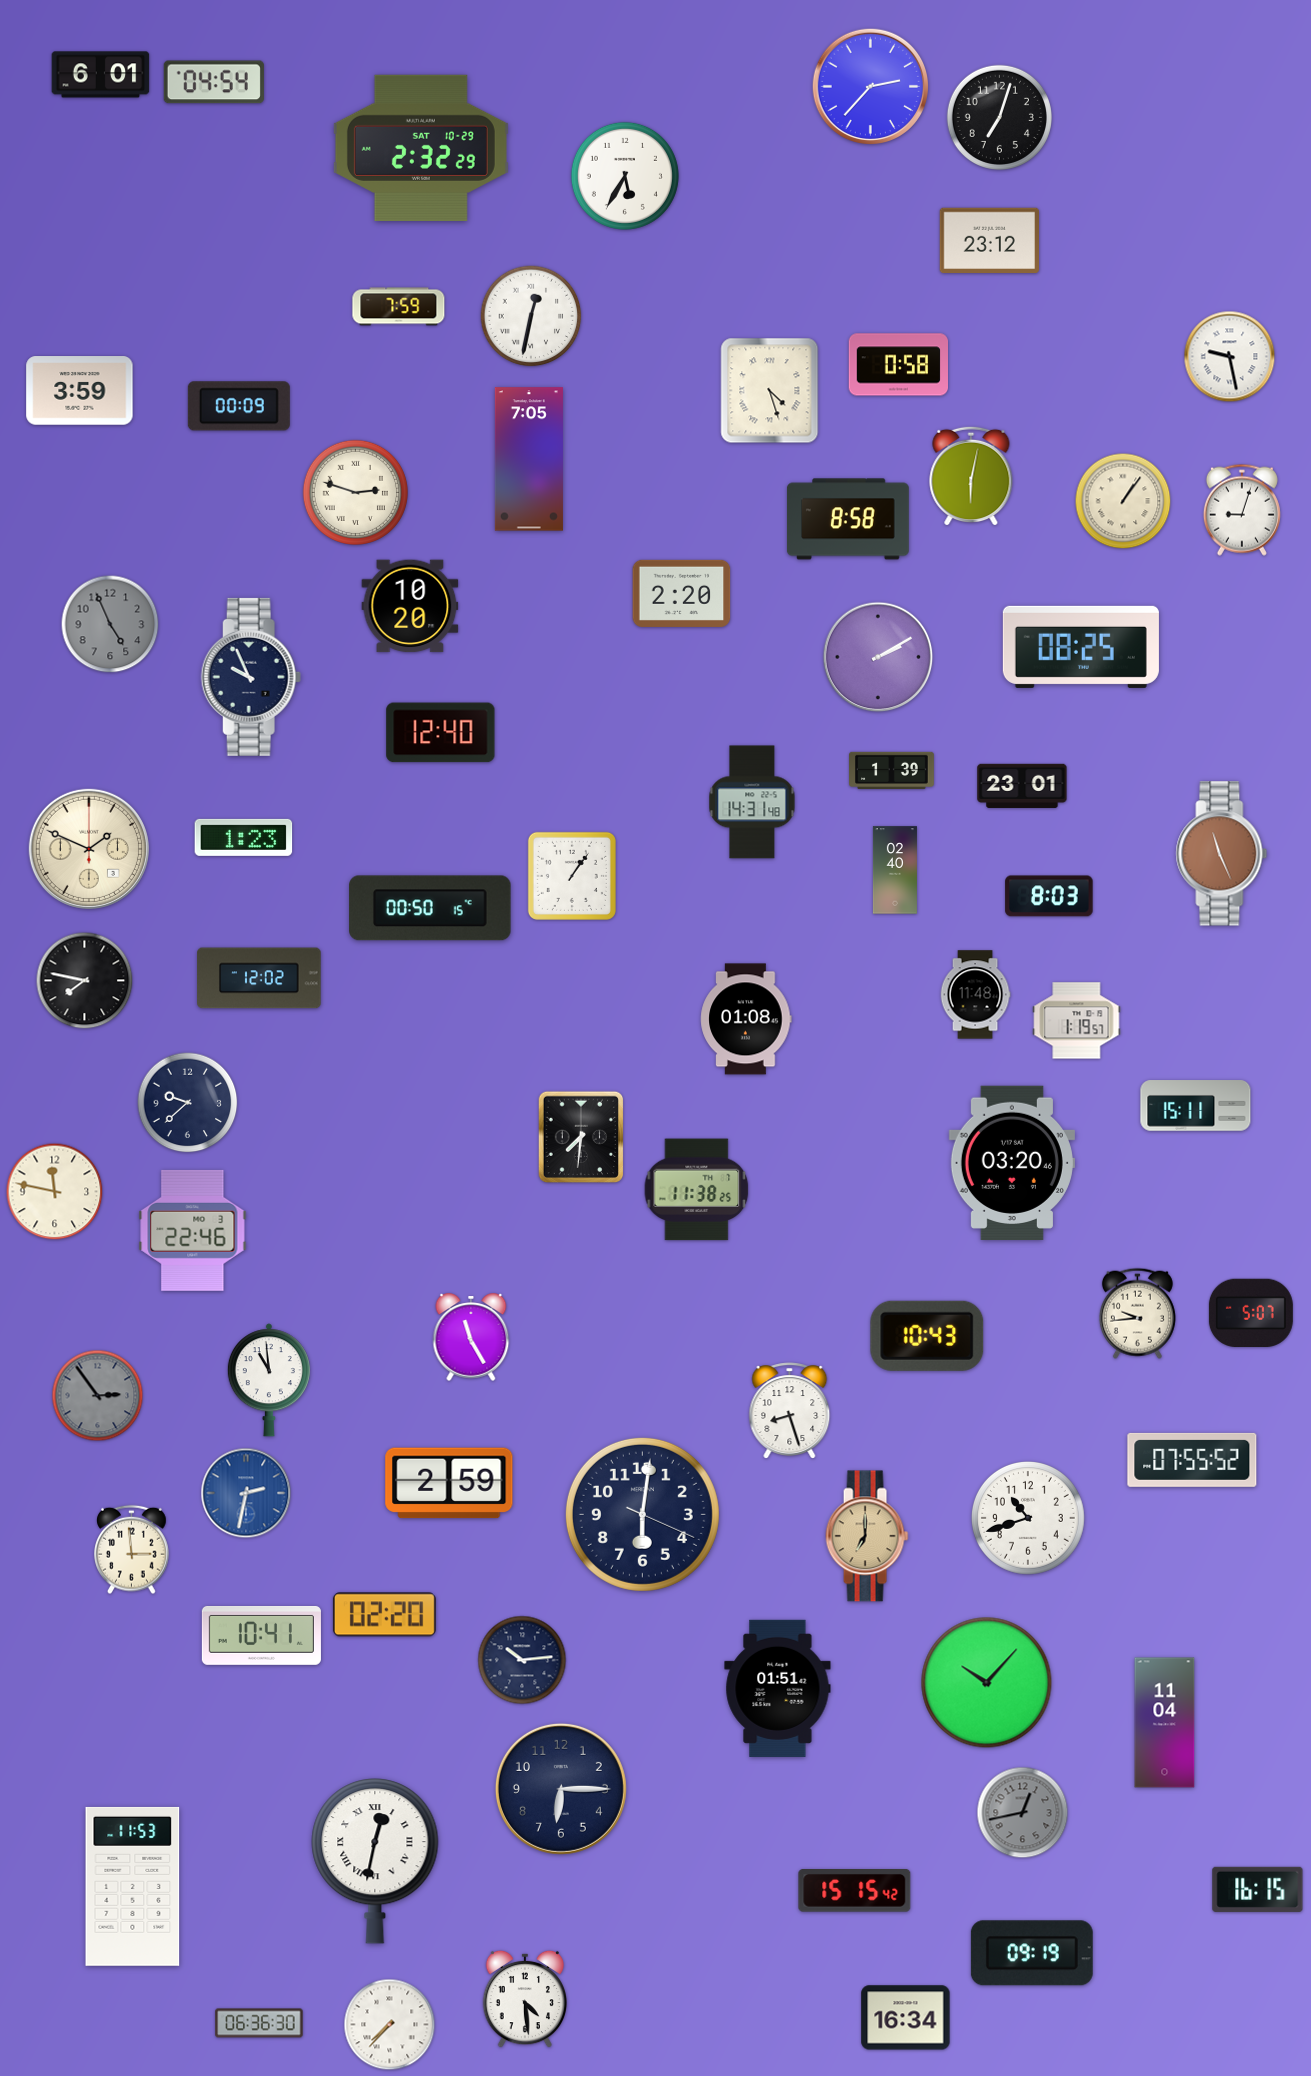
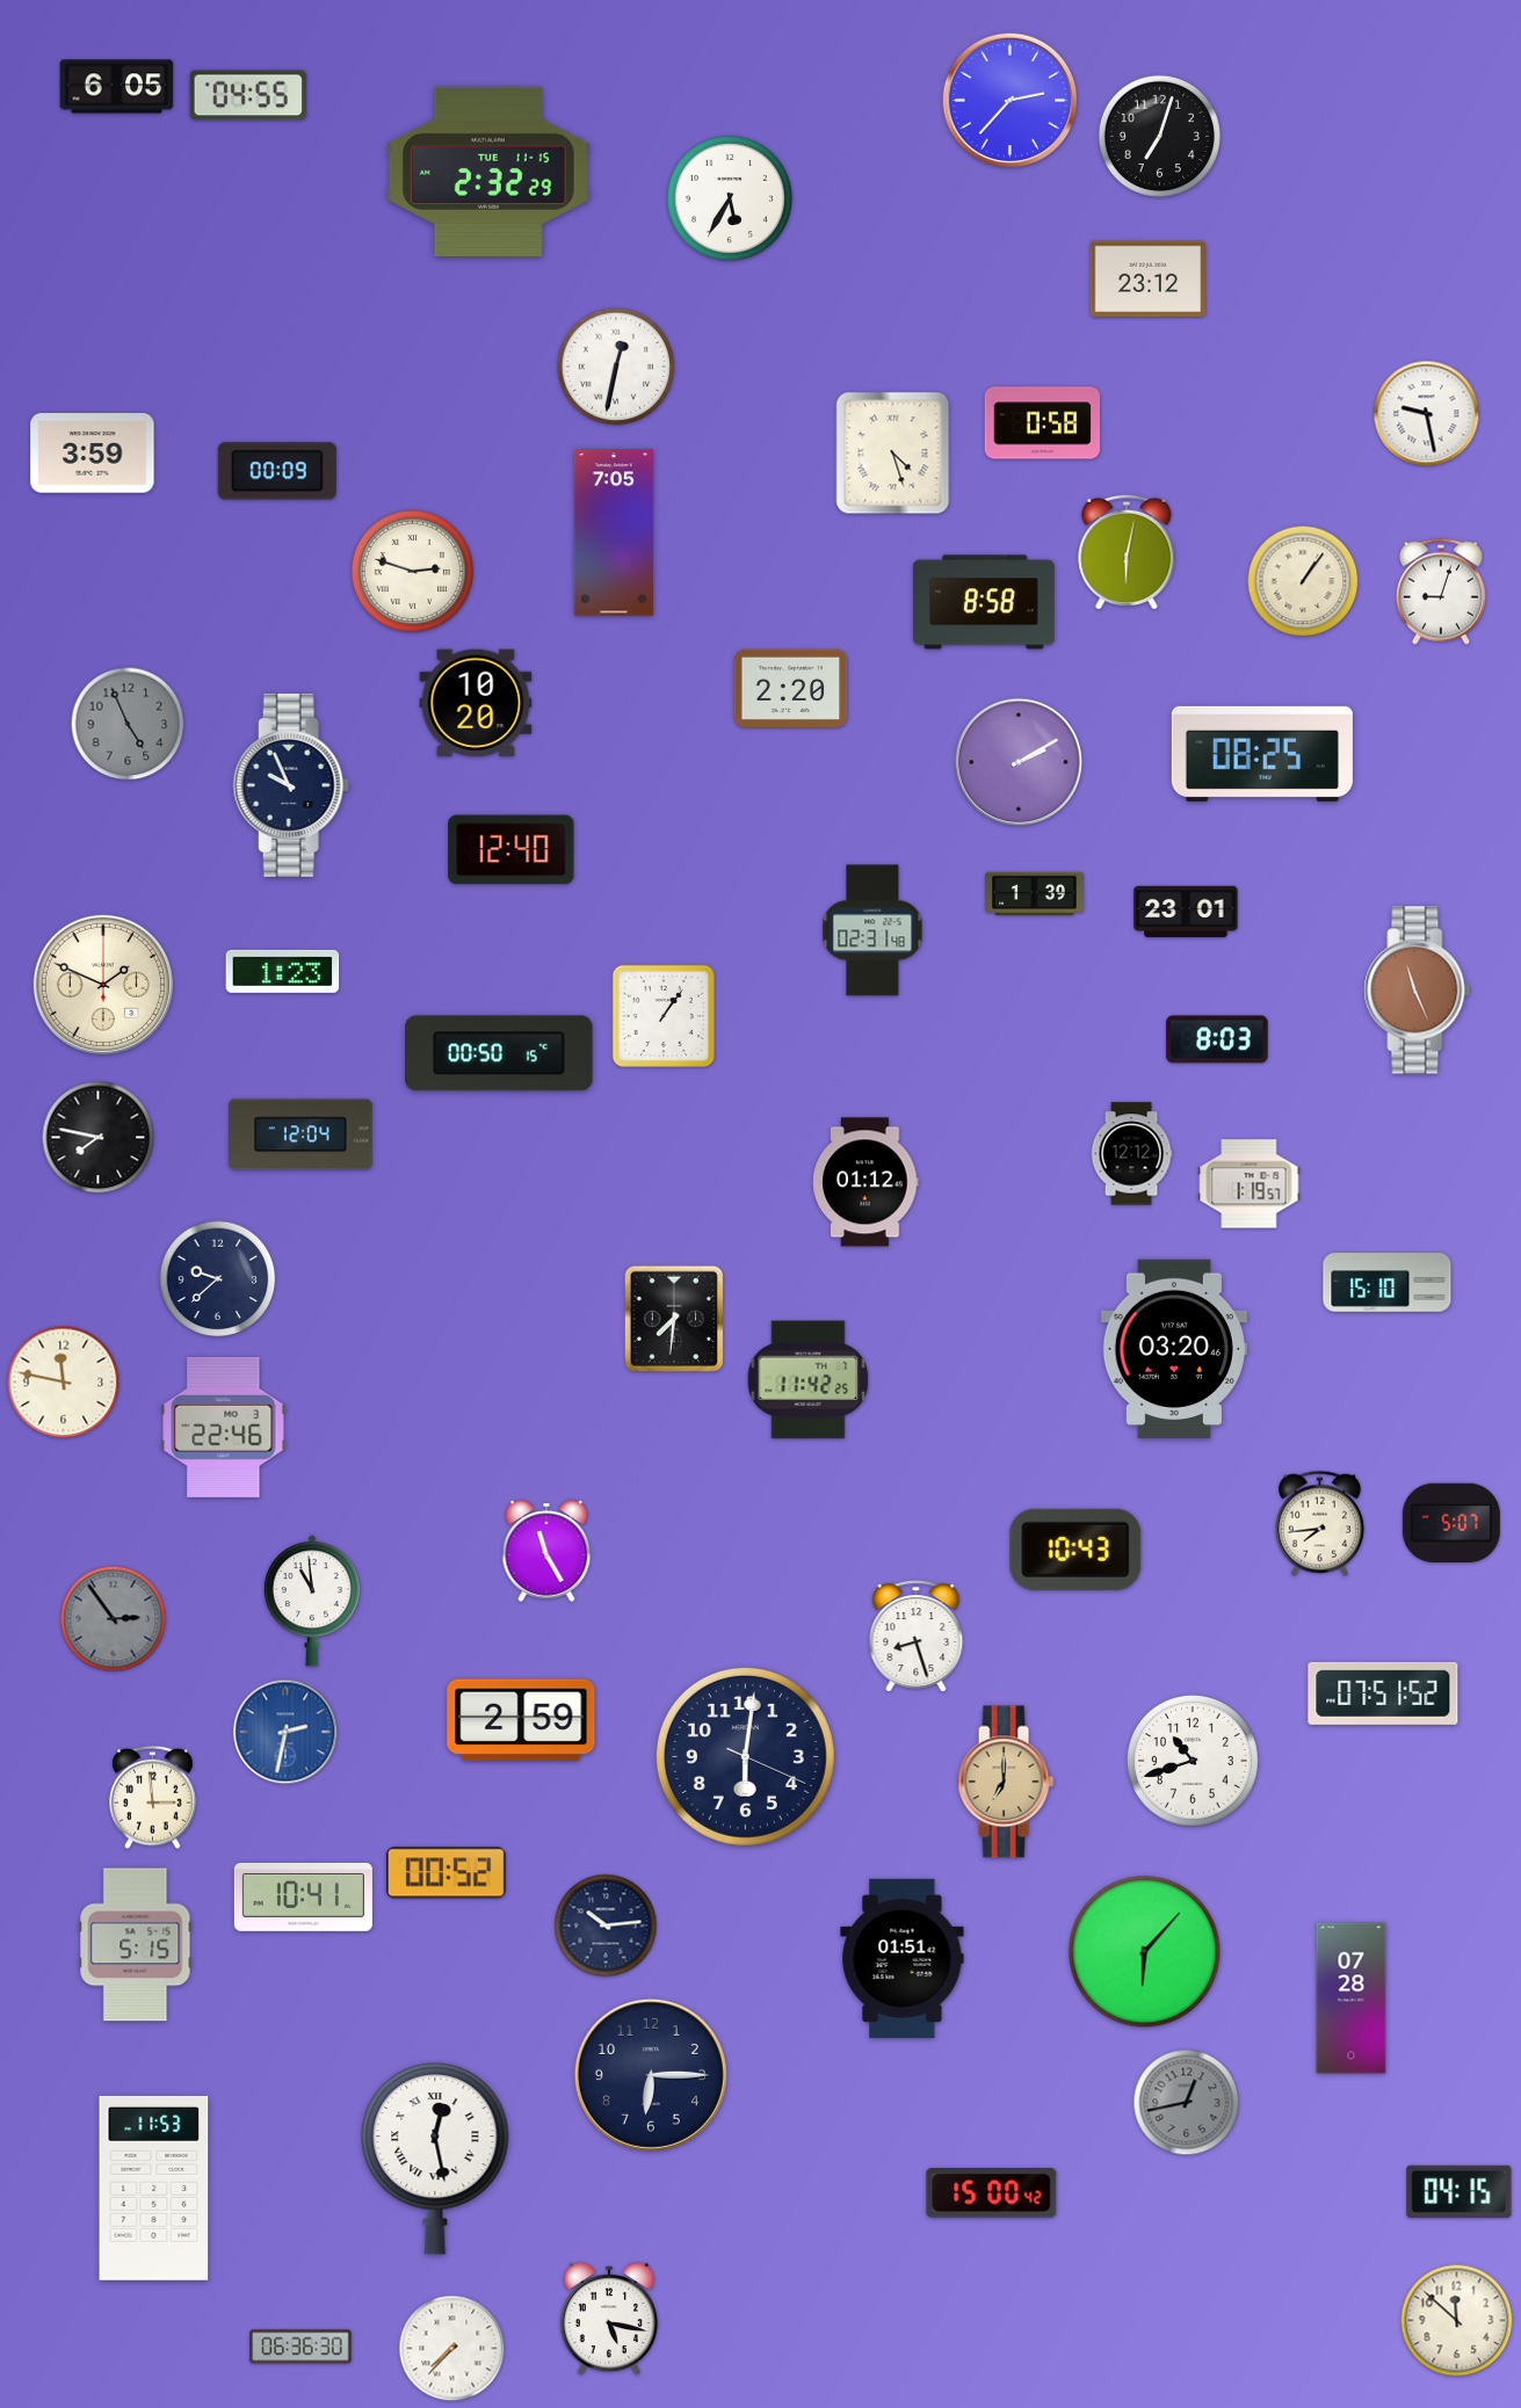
clock at (101, 75): 6:01 -> 6:05
clock at (214, 82): 04:54 -> 04:55
clock at (421, 148) date: SAT 10-29 -> TUE 11-15
clock at (625, 176) position: (625, 176) -> (730, 198)
clock at (399, 307): 7:59 -> none
clock at (1081, 647) position: (1081, 647) -> (1262, 754)
clock at (752, 802): 14:31 -> 02:31
clock at (895, 870): 02:40 -> none
clock at (259, 978): 12:02 -> 12:04
clock at (975, 995): 11:48 -> 12:12
clock at (746, 1019): 01:08 -> 01:12
clock at (1196, 1106): 15:11 -> 15:10
clock at (697, 1190): 11:38 -> 11:42
clock at (1137, 1313): 9:44 -> 7:44
clock at (1192, 1460): 07:55 -> 07:51
clock at (384, 1615): 02:20 -> 00:52
clock at (136, 1945): none -> 5:15
clock at (987, 1683): 10:07 -> 6:07
clock at (1165, 1723): 11:04 -> 07:28
clock at (375, 1862): 12:32 -> 12:28
clock at (1258, 1889): 16:15 -> 04:15
clock at (855, 1891): 15:15 -> 15:00
clock at (1032, 1953): 09:19 -> none
clock at (525, 1999): 4:29 -> 5:17
clock at (1457, 2321): none -> 11:52
clock at (906, 2018): 16:34 -> none
